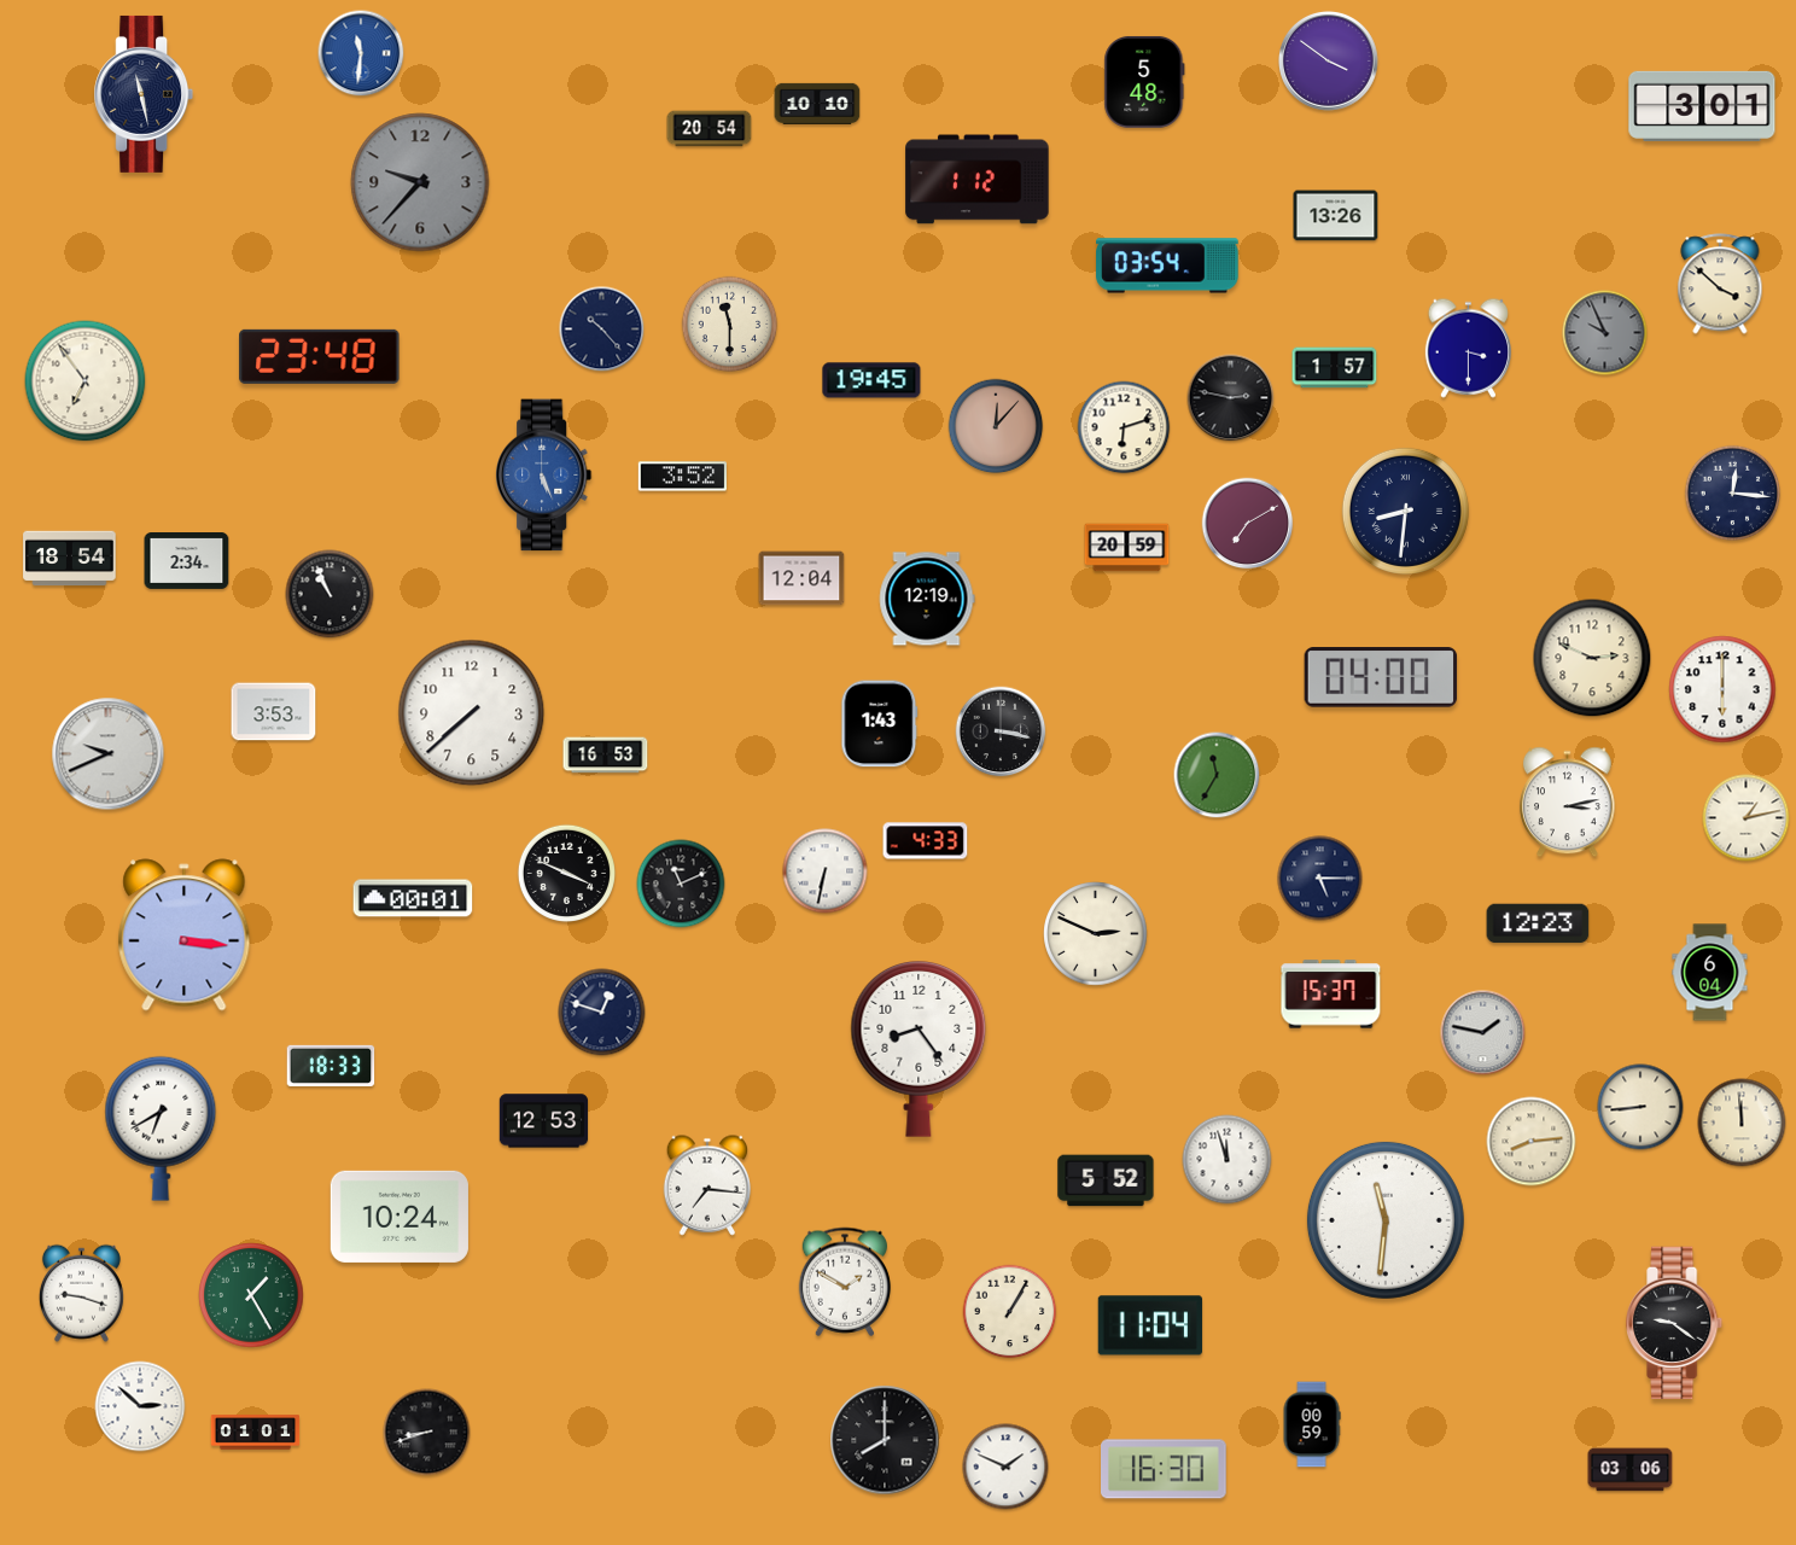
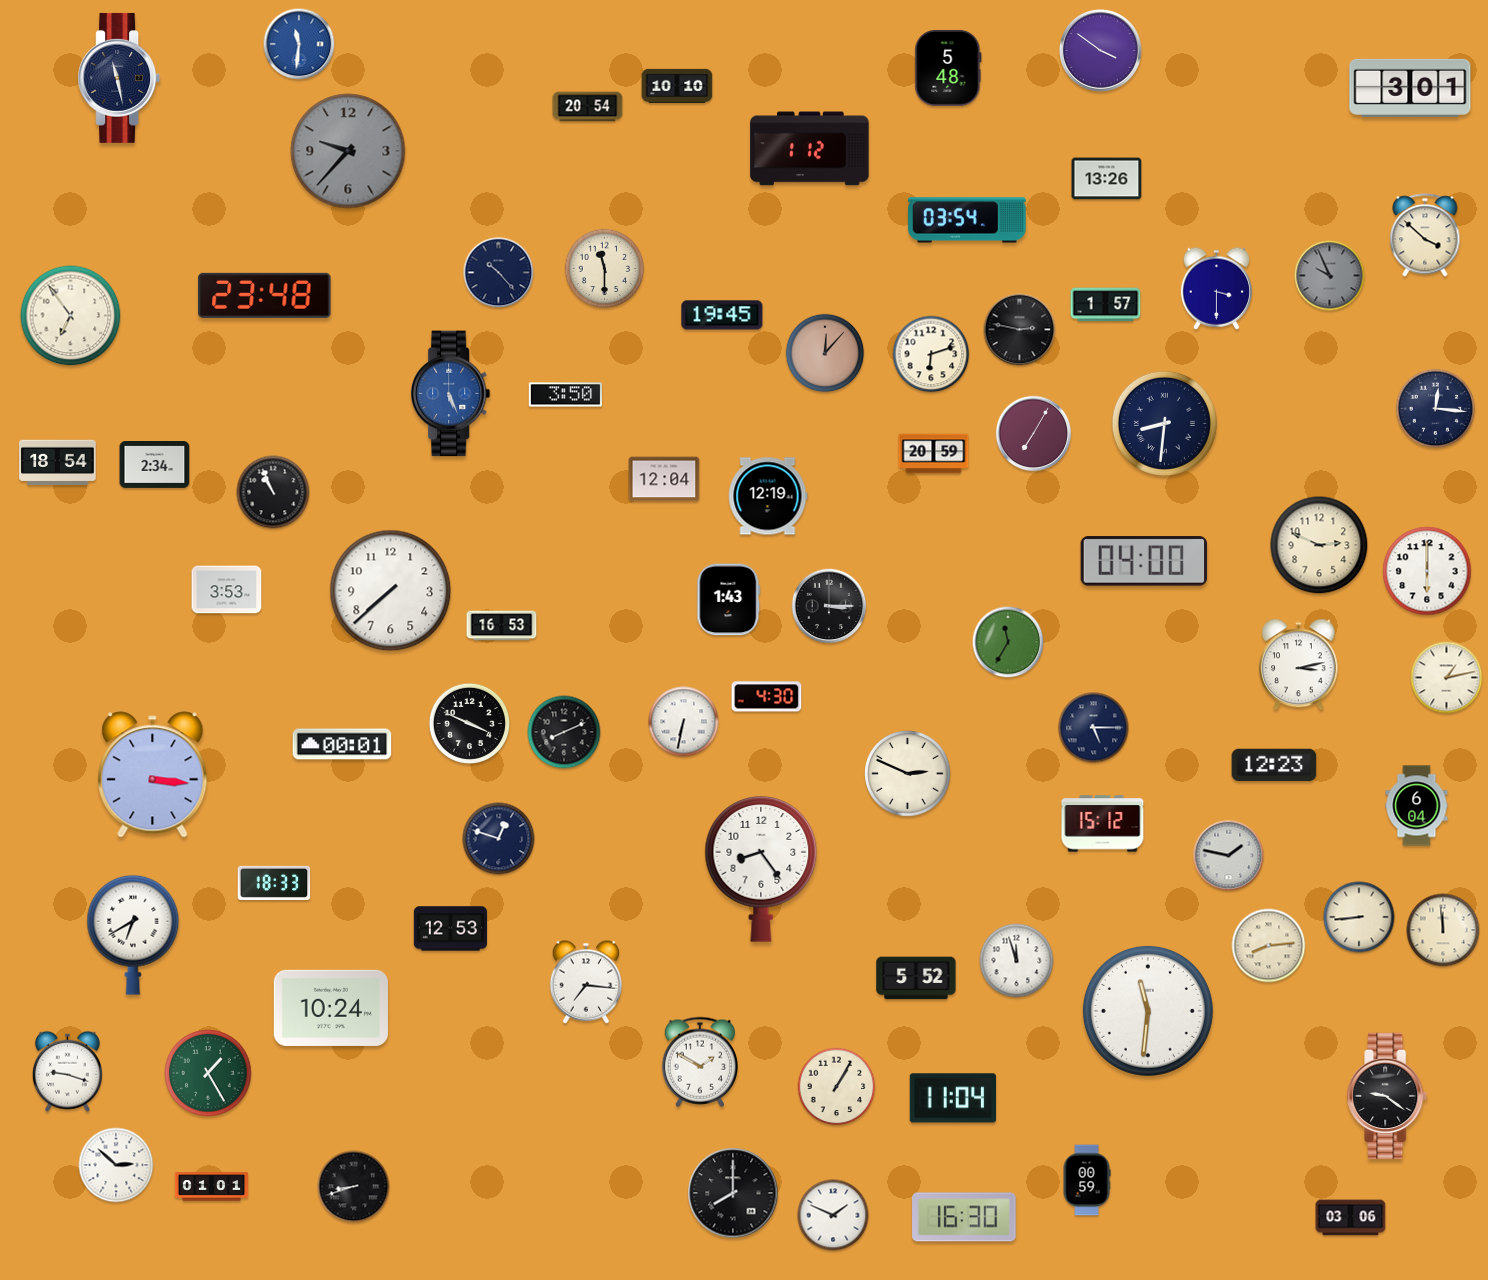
clock at (682, 477): 3:52 -> 3:50
clock at (1248, 524): 7:10 -> 7:05
clock at (1001, 731): 3:17 -> 3:15
clock at (109, 754): 9:41 -> none
clock at (926, 841): 4:33 -> 4:30
clock at (681, 884): 11:11 -> 8:11
clock at (1331, 995): 15:37 -> 15:12
